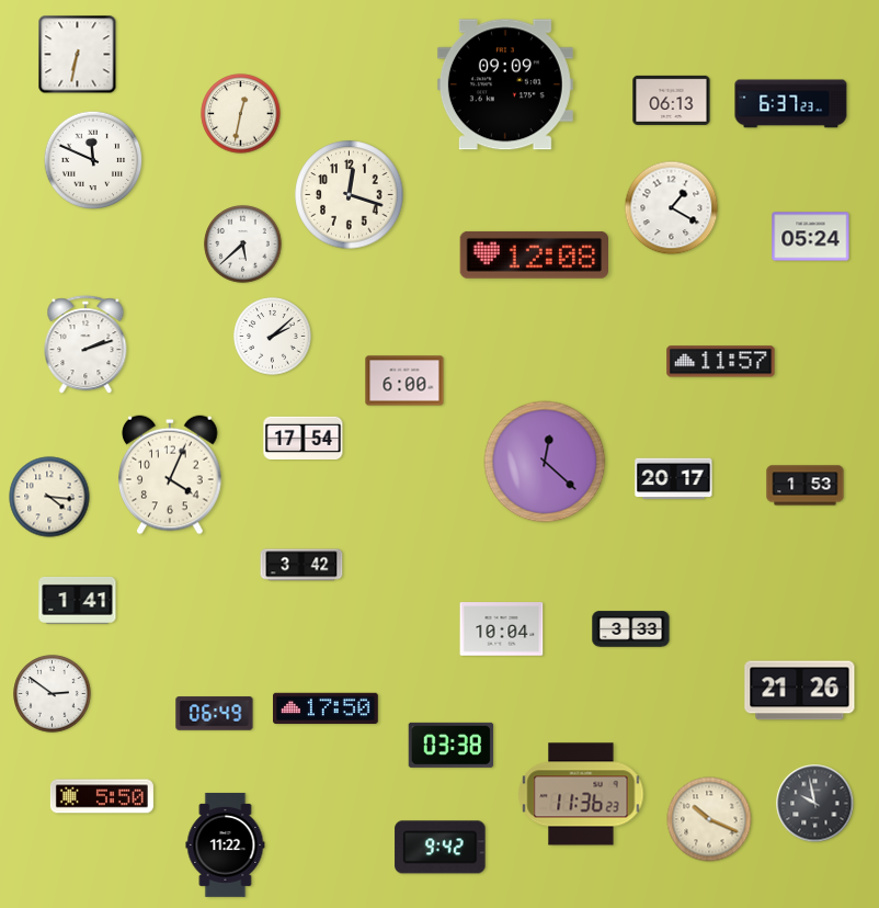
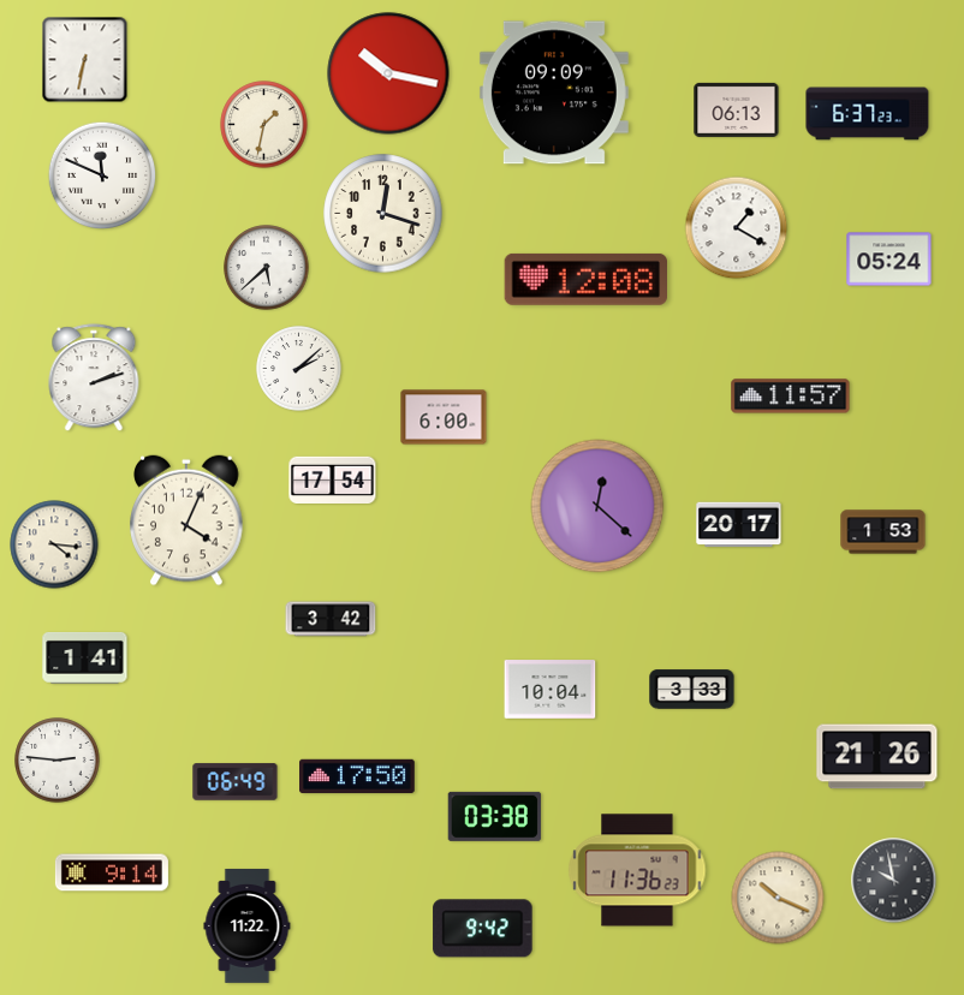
clock at (388, 73): none -> 10:17
clock at (241, 114): 12:32 -> 1:32
clock at (53, 694): 2:51 -> 2:46
clock at (102, 796): 5:50 -> 9:14
